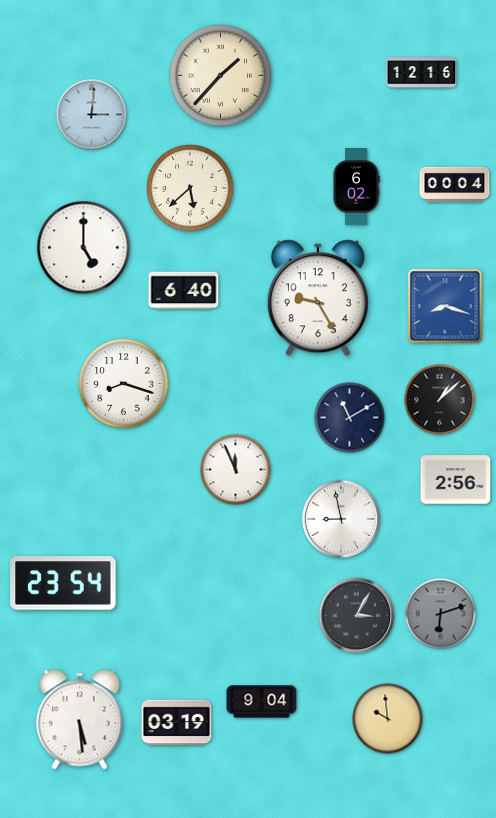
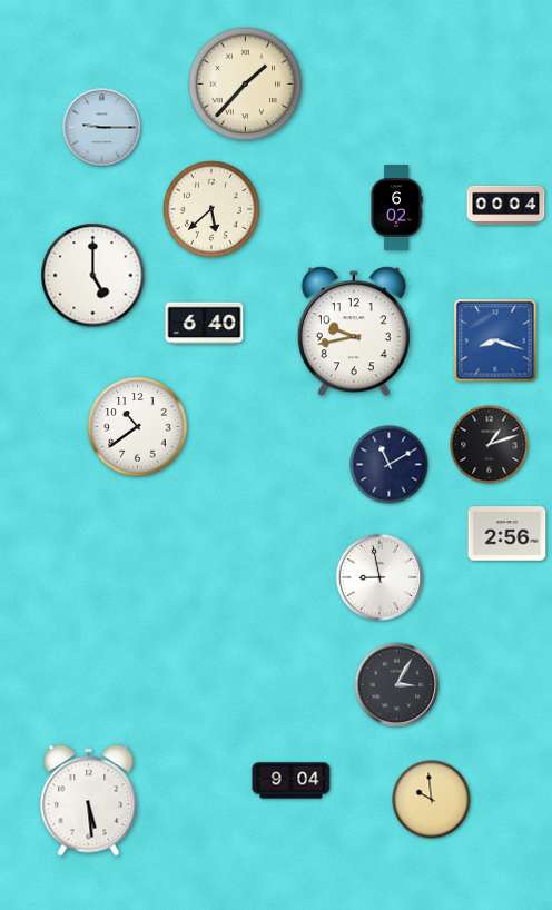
clock at (422, 73): 12:16 -> none
clock at (92, 115): 3:01 -> 9:15
clock at (318, 298): 9:25 -> 9:43
clock at (124, 384): 8:18 -> 10:39
clock at (440, 400): 1:08 -> 1:12
clock at (236, 470): 11:56 -> none
clock at (63, 583): 23:54 -> none
clock at (441, 614): 6:12 -> none
clock at (177, 723): 03:19 -> none
